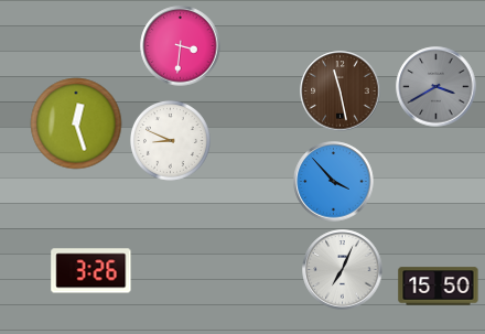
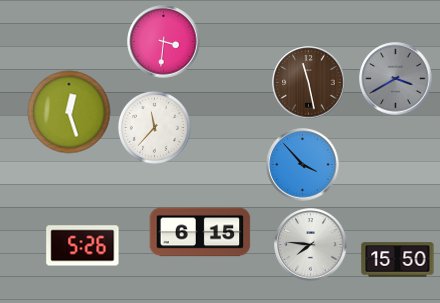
clock at (170, 140): 8:49 -> 11:37
clock at (200, 232): none -> 6:15
clock at (343, 270): 7:04 -> 7:46
clock at (91, 271): 3:26 -> 5:26
